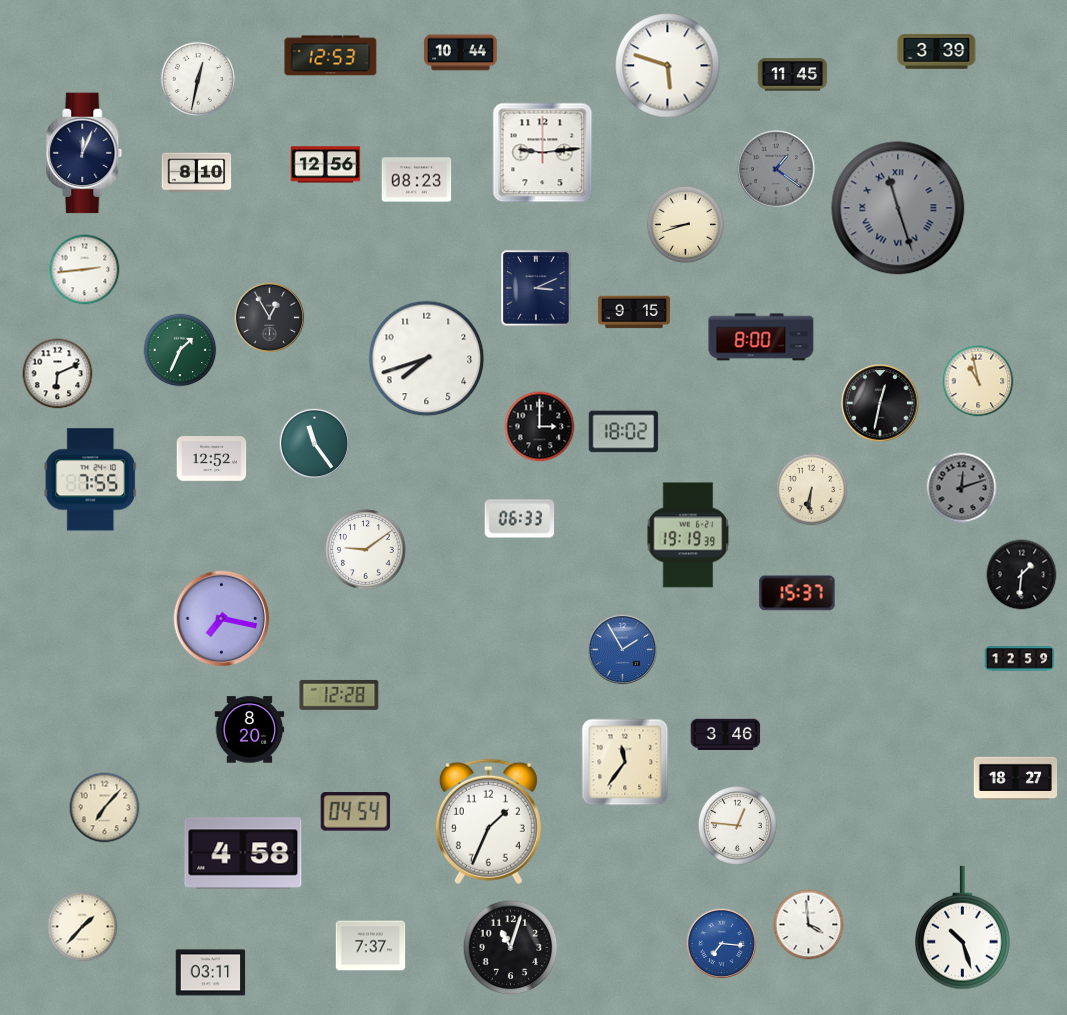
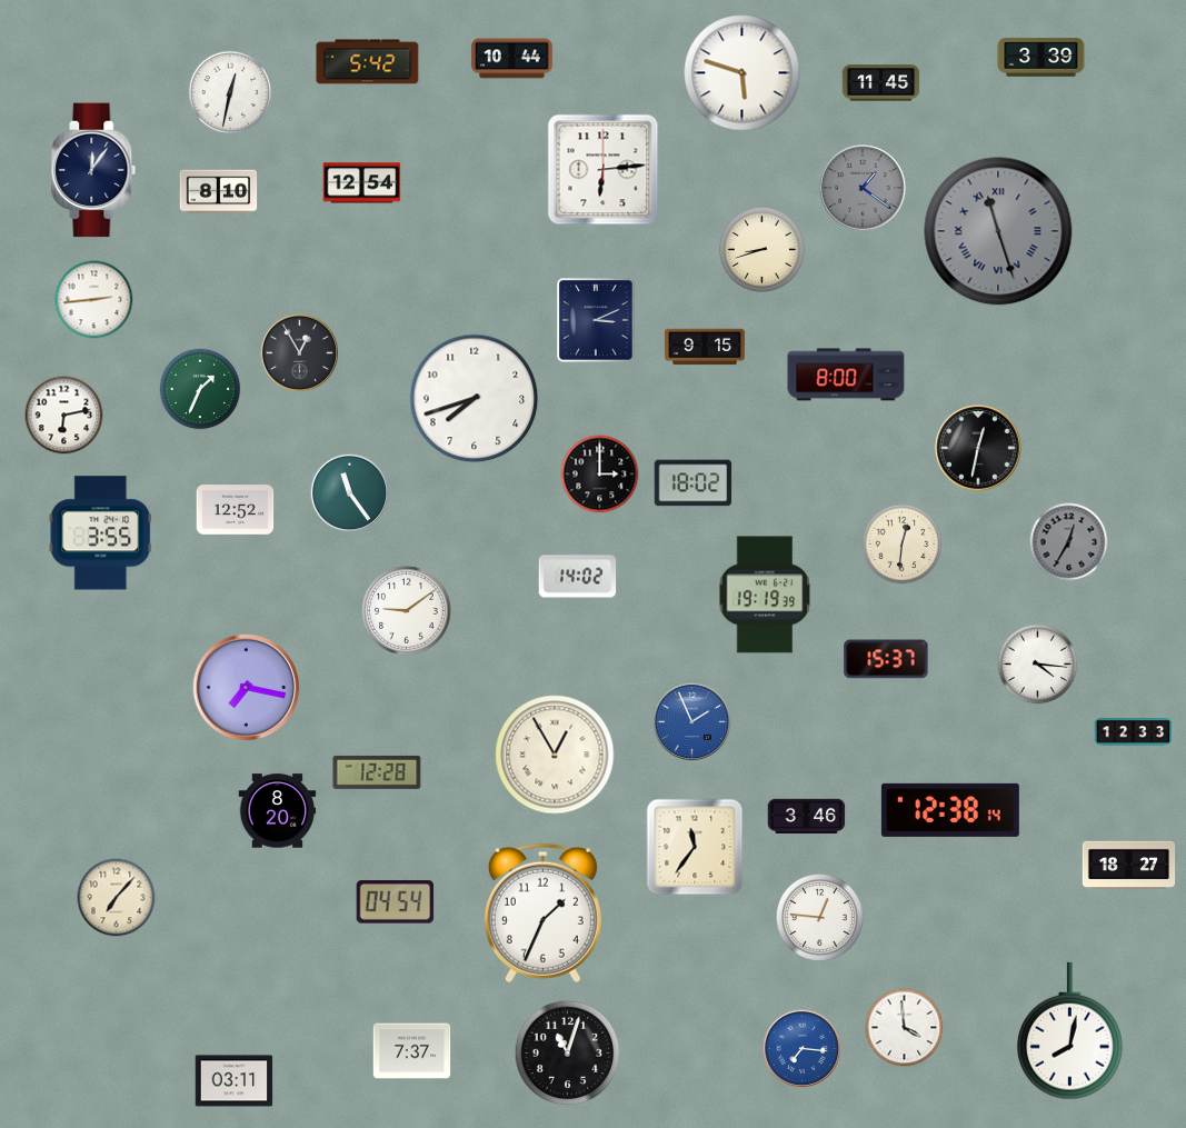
clock at (331, 56): 12:53 -> 5:42
clock at (198, 79) position: (198, 79) -> (230, 92)
clock at (84, 153): 12:04 -> 12:06
clock at (543, 153): 9:14 -> 6:14
clock at (326, 165): 12:56 -> 12:54
clock at (417, 180): 08:23 -> none
clock at (58, 374): 6:11 -> 6:13
clock at (978, 381): 10:58 -> none
clock at (624, 432) position: (624, 432) -> (694, 483)
clock at (91, 480): 7:55 -> 3:55
clock at (962, 488): 12:12 -> 12:35
clock at (812, 490): 6:31 -> 12:31
clock at (520, 519): 06:33 -> 14:02
clock at (1022, 575): 1:31 -> none
clock at (1038, 665): none -> 4:16
clock at (623, 650): 1:55 -> 1:56
clock at (1020, 659): 12:59 -> 12:33
clock at (555, 755): none -> 12:55
clock at (950, 810): none -> 12:38
clock at (243, 853): 4:58 -> none
clock at (809, 925) position: (809, 925) -> (905, 1028)
clock at (83, 927): 1:37 -> none
clock at (962, 928): 10:27 -> 8:02
